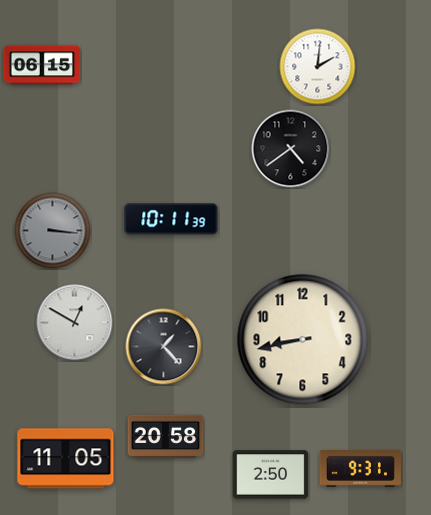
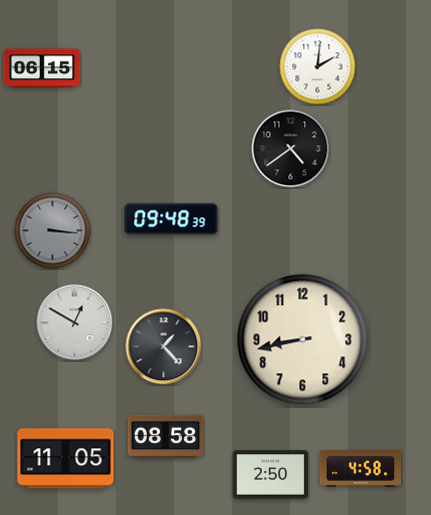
clock at (42, 65) position: (42, 65) -> (42, 68)
clock at (171, 219): 10:11 -> 09:48
clock at (166, 437): 20:58 -> 08:58
clock at (360, 469): 9:31 -> 4:58
